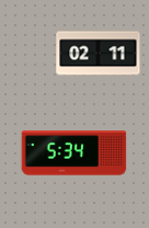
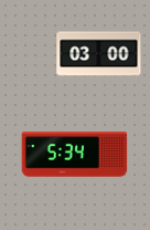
clock at (99, 54): 02:11 -> 03:00
